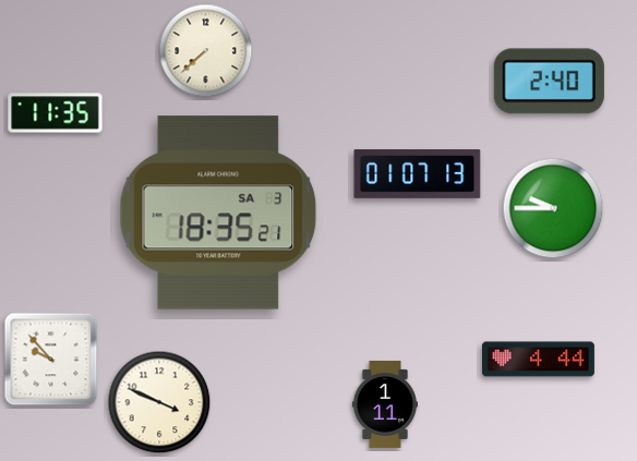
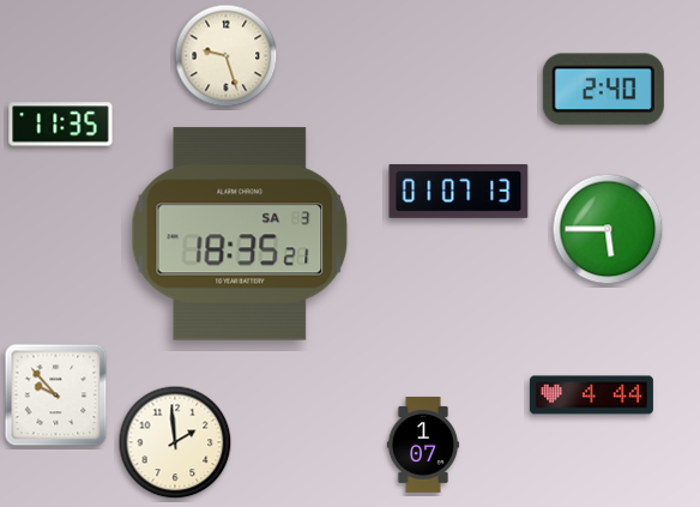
clock at (206, 51): 7:38 -> 9:27
clock at (553, 208): 9:45 -> 5:45
clock at (159, 402): 3:49 -> 1:59
clock at (385, 404): 1:11 -> 1:07
